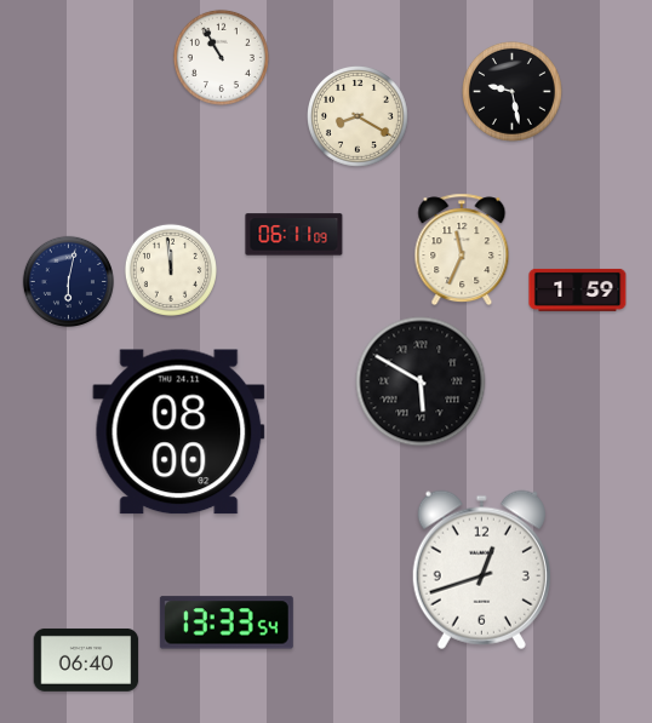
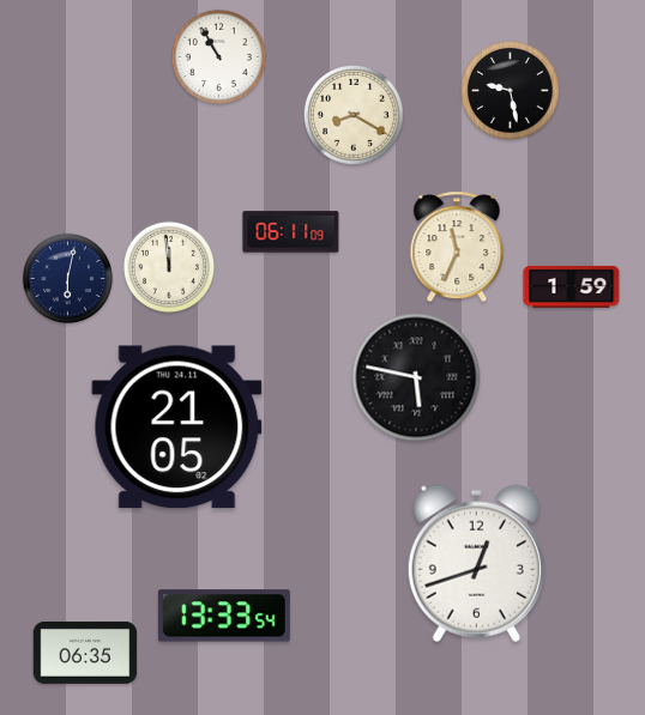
clock at (513, 92) position: (513, 92) -> (511, 91)
clock at (421, 381): 5:50 -> 5:47
clock at (179, 432): 08:00 -> 21:05
clock at (86, 660): 06:40 -> 06:35
